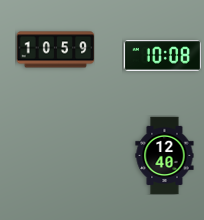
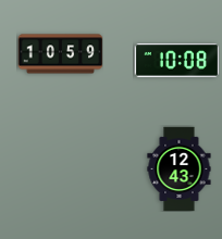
clock at (165, 155): 12:40 -> 12:43
